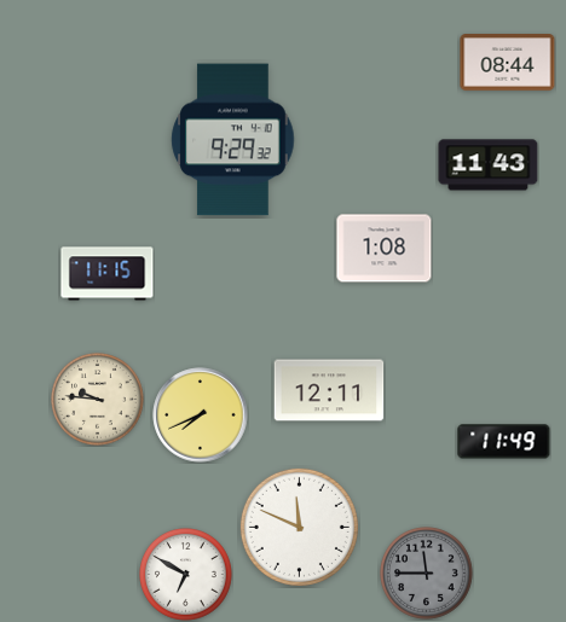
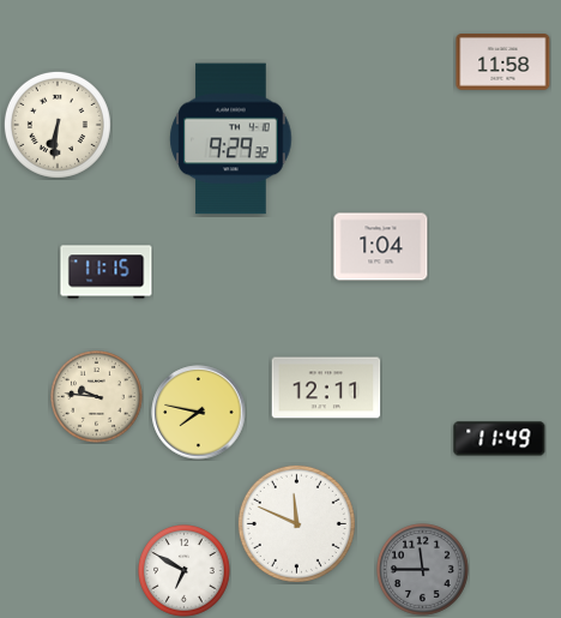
clock at (508, 63): 08:44 -> 11:58
clock at (58, 125): none -> 6:31
clock at (489, 165): 11:43 -> none
clock at (385, 249): 1:08 -> 1:04
clock at (201, 415): 7:41 -> 7:47
